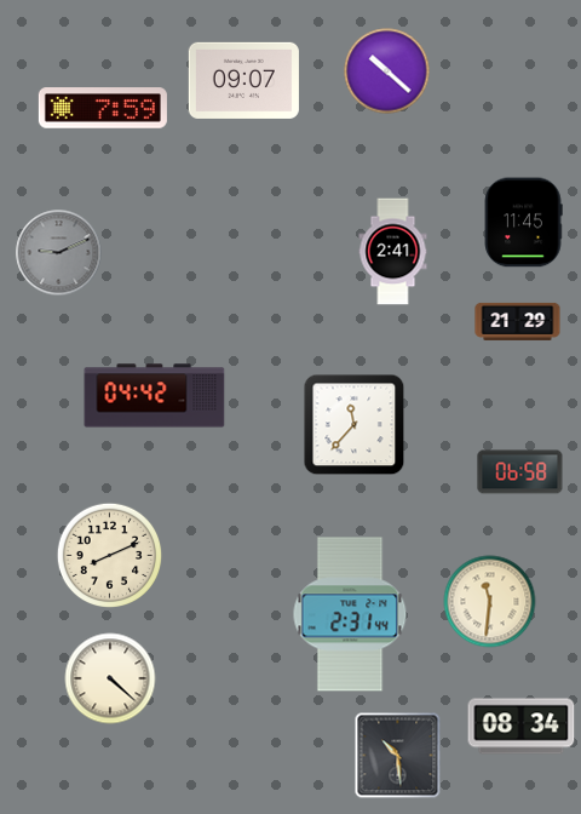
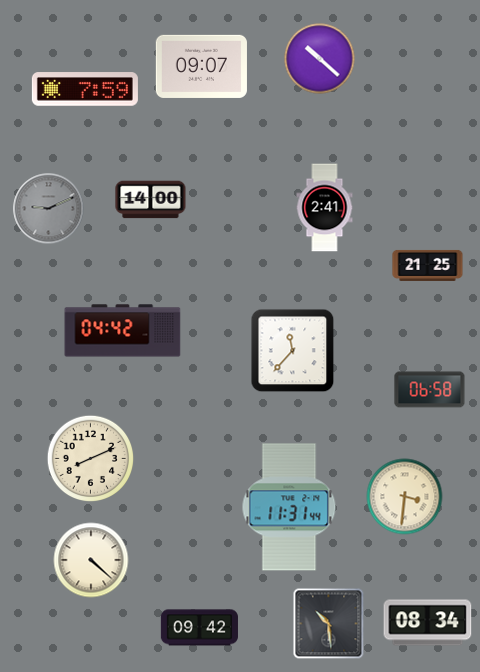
clock at (523, 223): 11:45 -> none
clock at (151, 200): none -> 14:00
clock at (518, 321): 21:29 -> 21:25
clock at (155, 396) position: (155, 396) -> (123, 331)
clock at (490, 602): 11:31 -> 3:31
clock at (350, 614): 2:31 -> 11:31
clock at (522, 727) position: (522, 727) -> (428, 623)
clock at (199, 628): none -> 09:42
